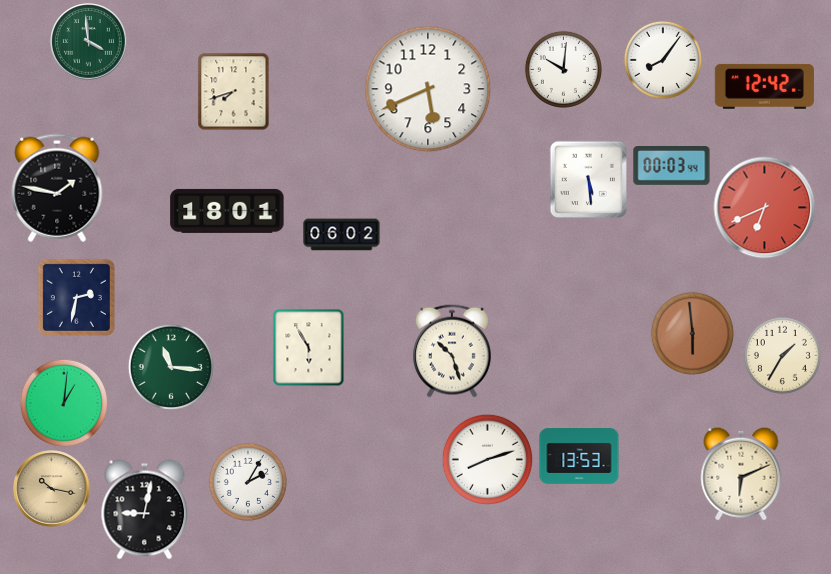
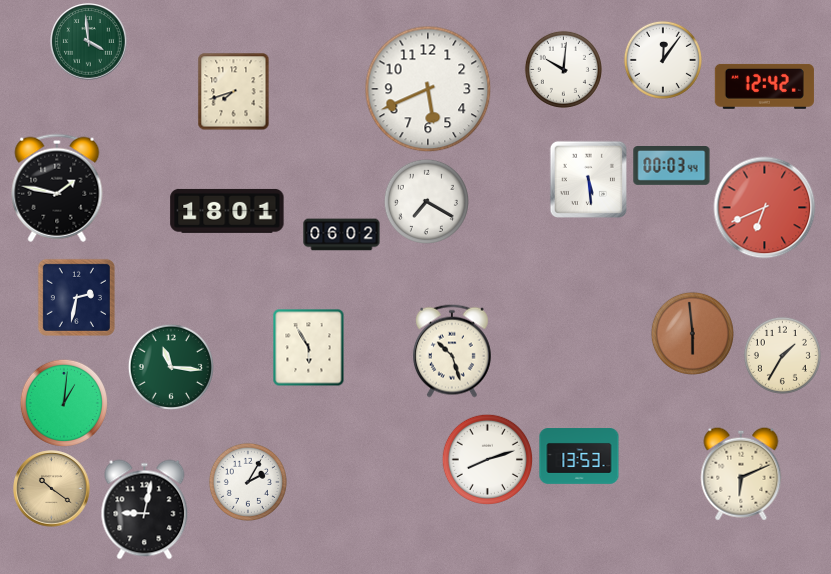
clock at (663, 60): 8:06 -> 12:06
clock at (426, 201): none -> 7:20
clock at (52, 489): 10:17 -> 10:21
